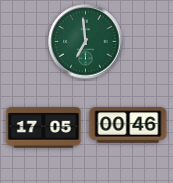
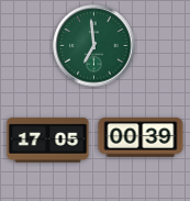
clock at (128, 125): 00:46 -> 00:39
